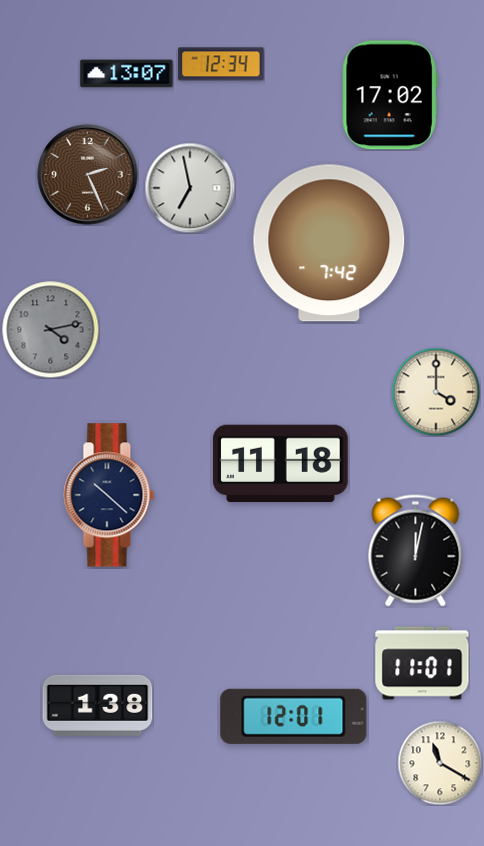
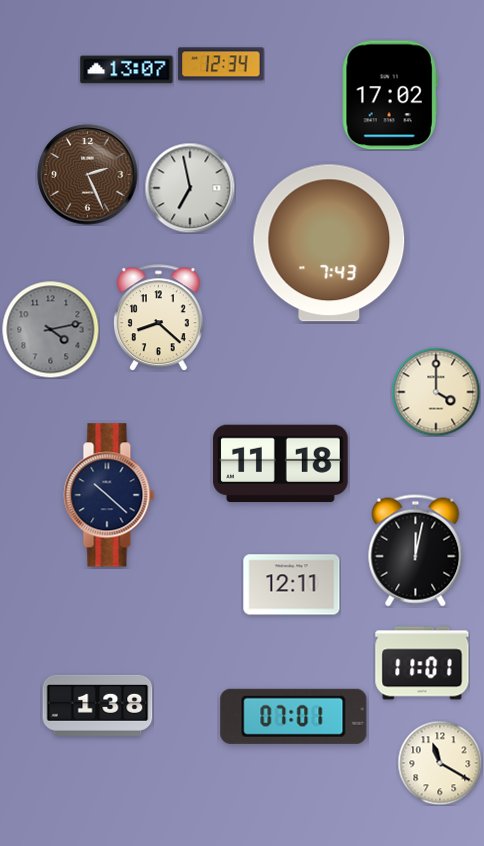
clock at (127, 74) position: (127, 74) -> (127, 70)
clock at (329, 243): 7:42 -> 7:43
clock at (158, 318): none -> 8:22
clock at (292, 585): none -> 12:11
clock at (294, 716): 12:01 -> 07:01
